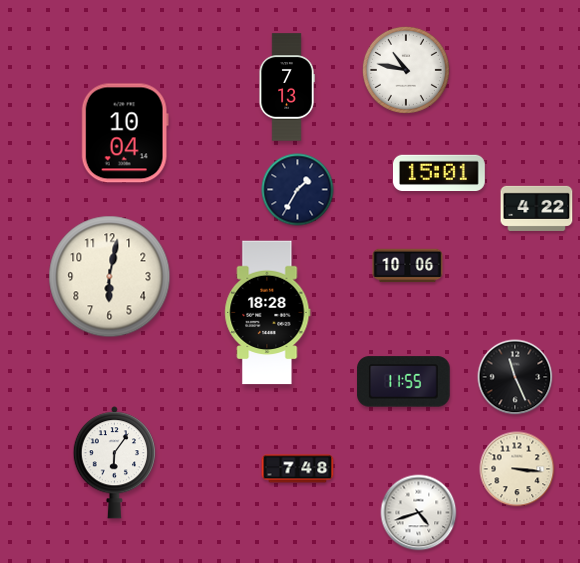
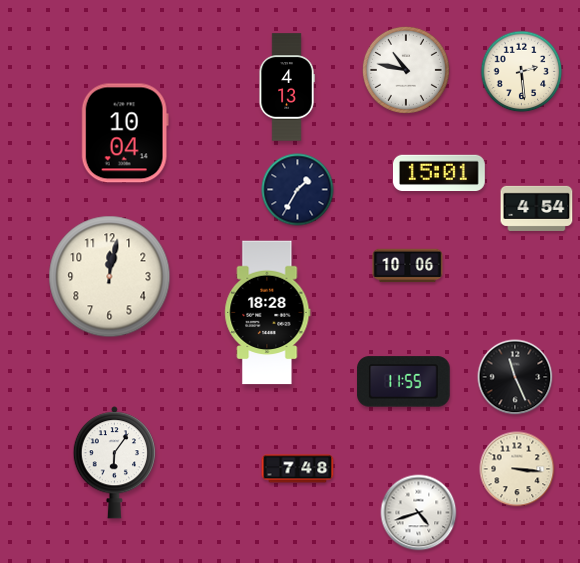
clock at (522, 72): none -> 2:29
clock at (287, 87): 7:13 -> 4:13
clock at (537, 208): 4:22 -> 4:54
clock at (110, 277): 6:02 -> 12:02
